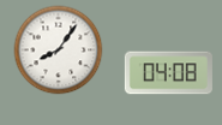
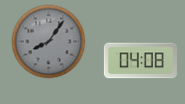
clock at (59, 50) dial: white -> grey
